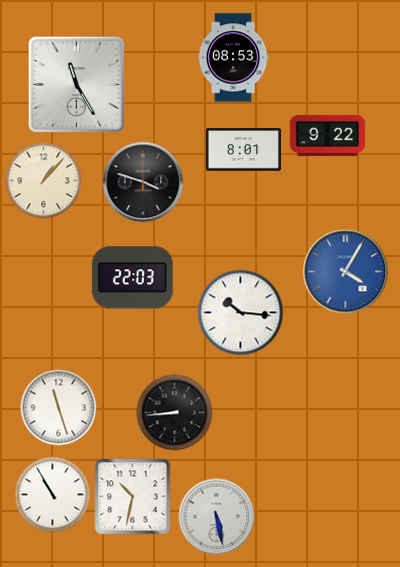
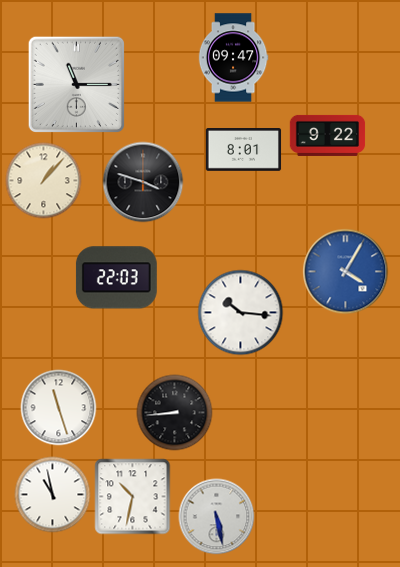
clock at (233, 58): 08:53 -> 09:47
clock at (76, 84): 11:25 -> 11:15
clock at (132, 278) position: (132, 278) -> (116, 278)
clock at (53, 495): 10:55 -> 10:58
